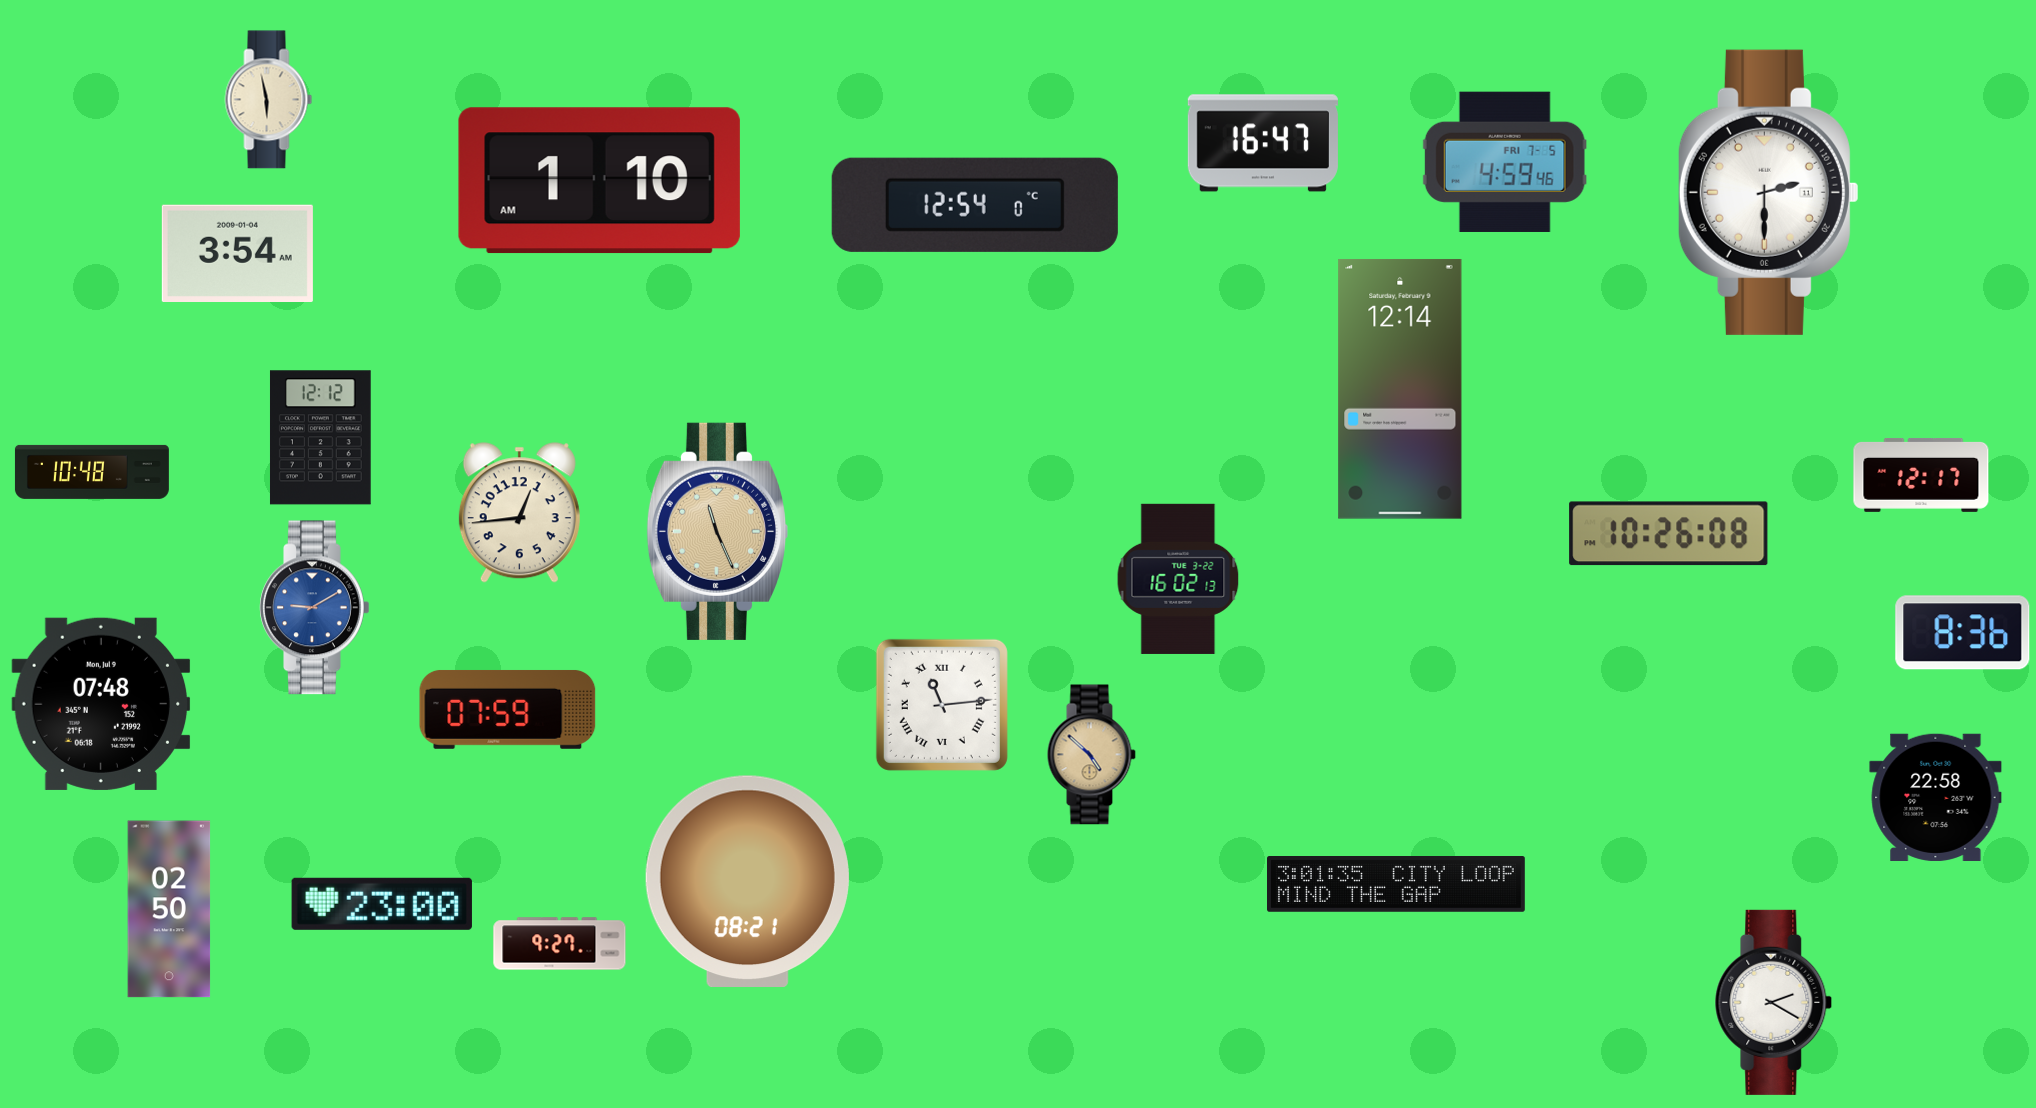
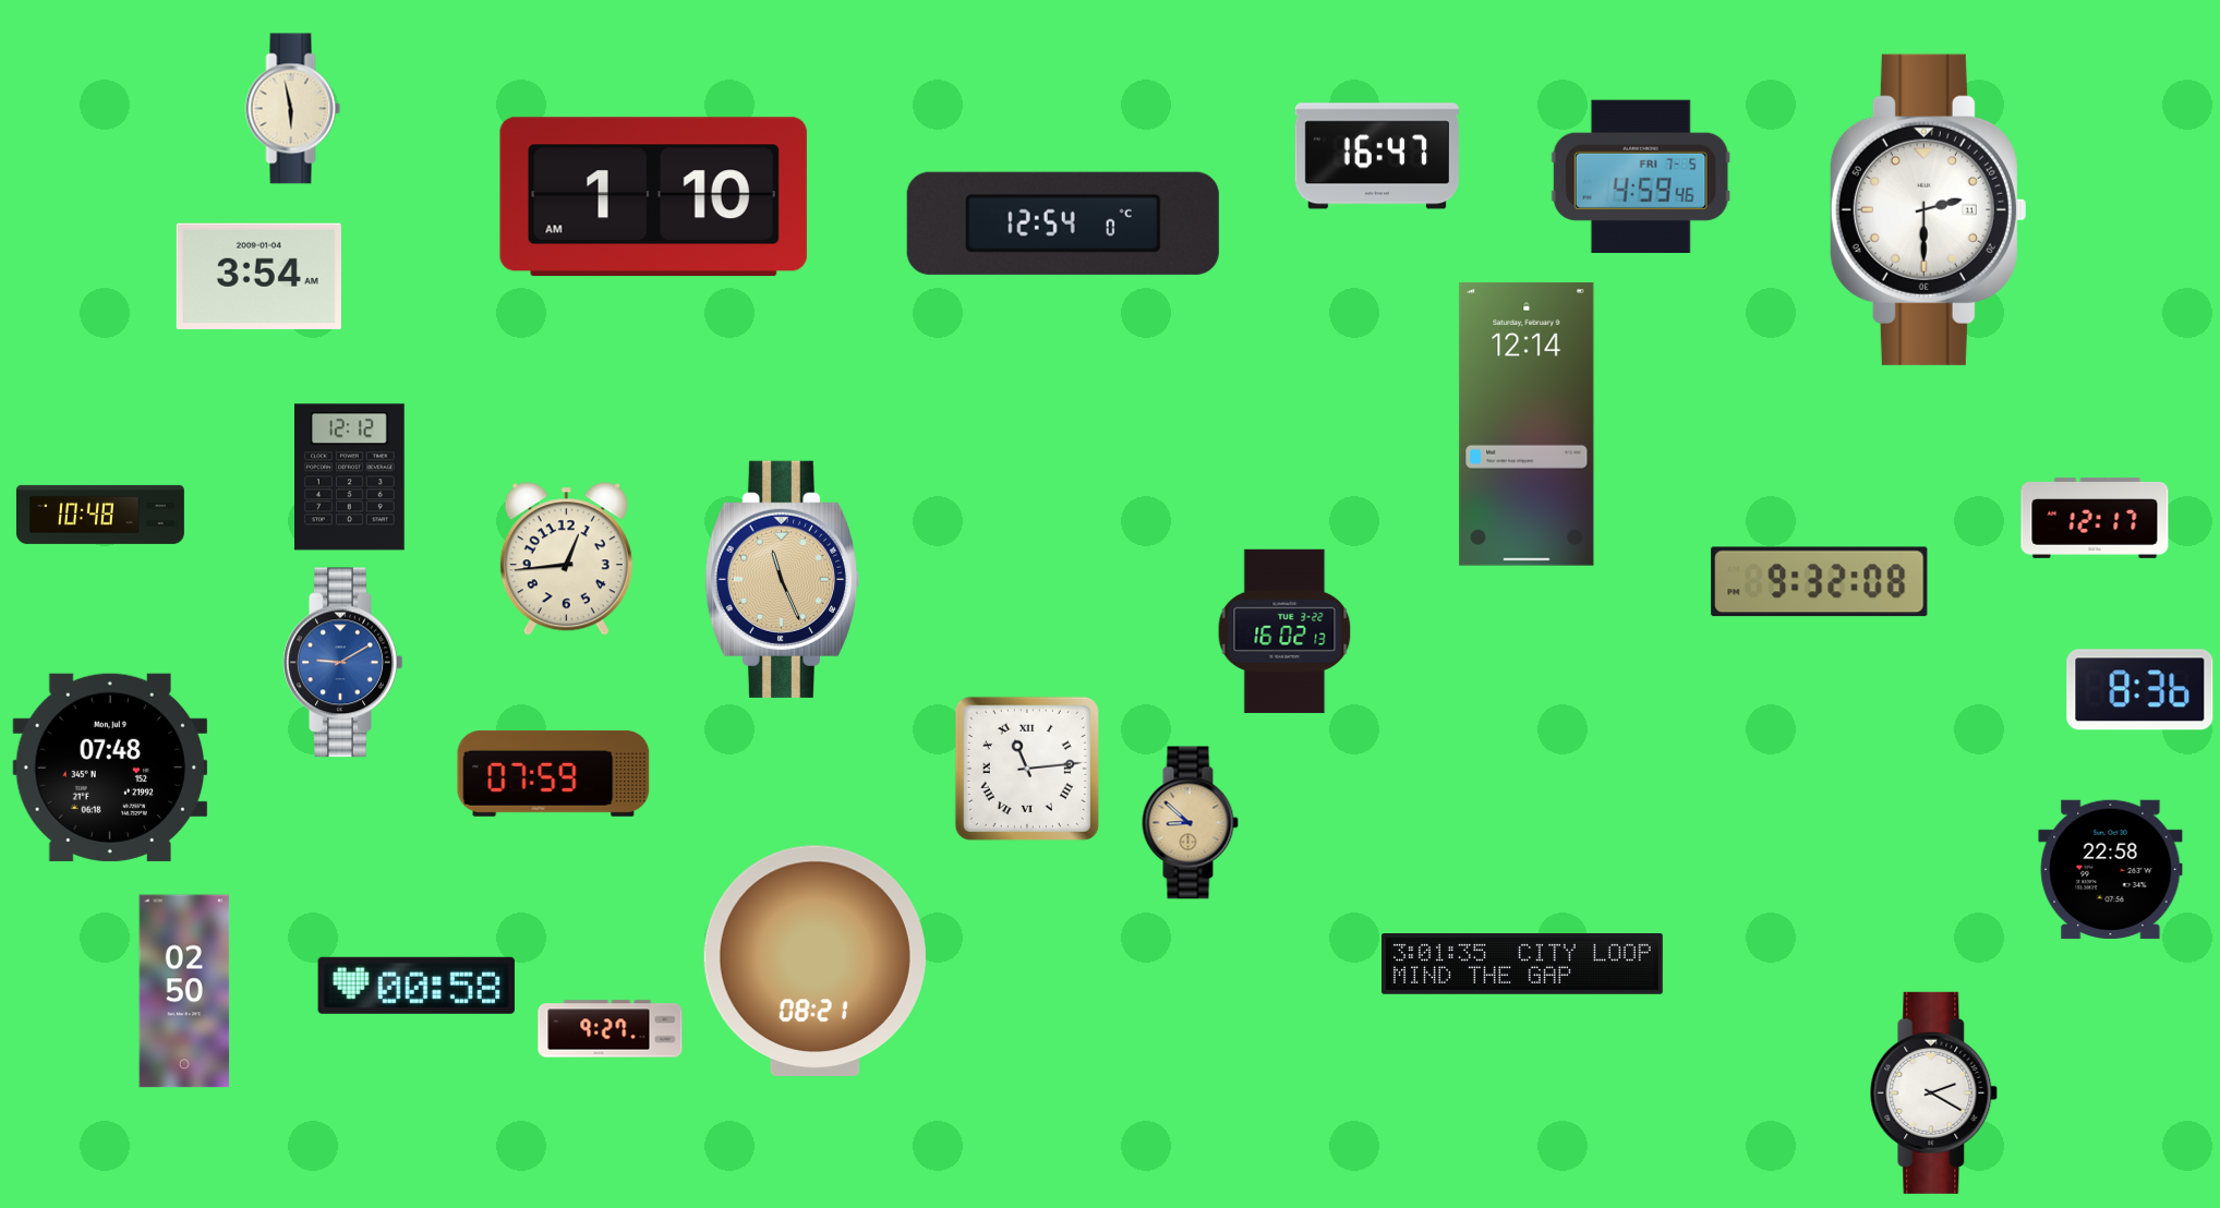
clock at (1669, 534): 10:26 -> 9:32
clock at (1091, 755): 4:52 -> 8:52
clock at (382, 904): 23:00 -> 00:58
